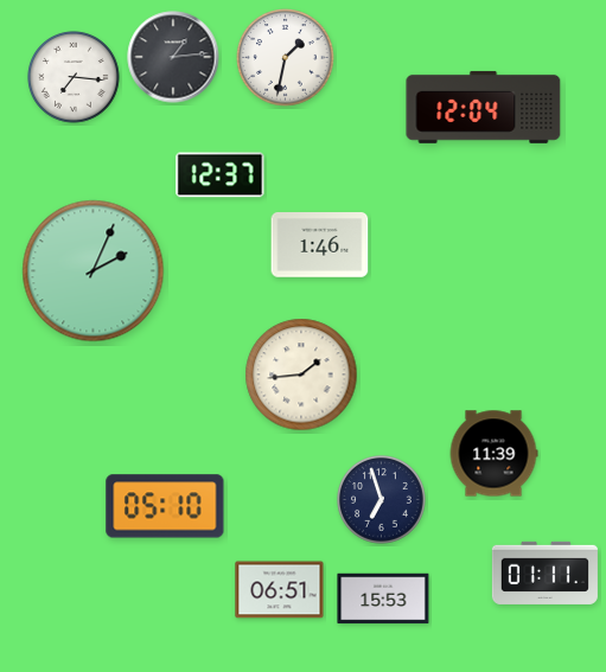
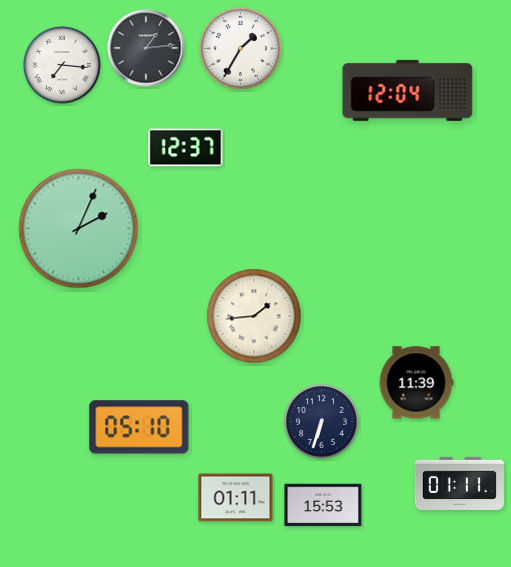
clock at (286, 58): 1:32 -> 1:35
clock at (320, 245): 1:46 -> none
clock at (382, 500): 6:57 -> 6:33
clock at (280, 590): 06:51 -> 01:11
